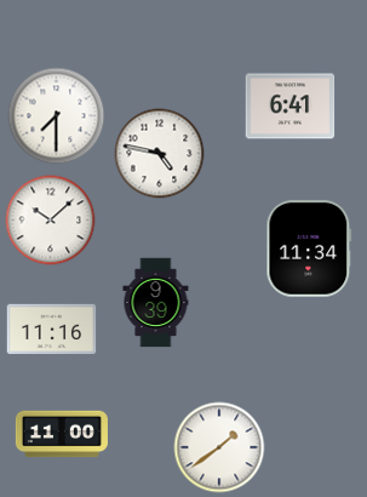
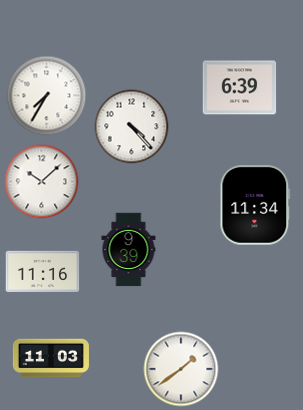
clock at (291, 107): 6:41 -> 6:39
clock at (57, 116): 7:30 -> 7:35
clock at (160, 154): 4:47 -> 4:23
clock at (62, 434): 11:00 -> 11:03
